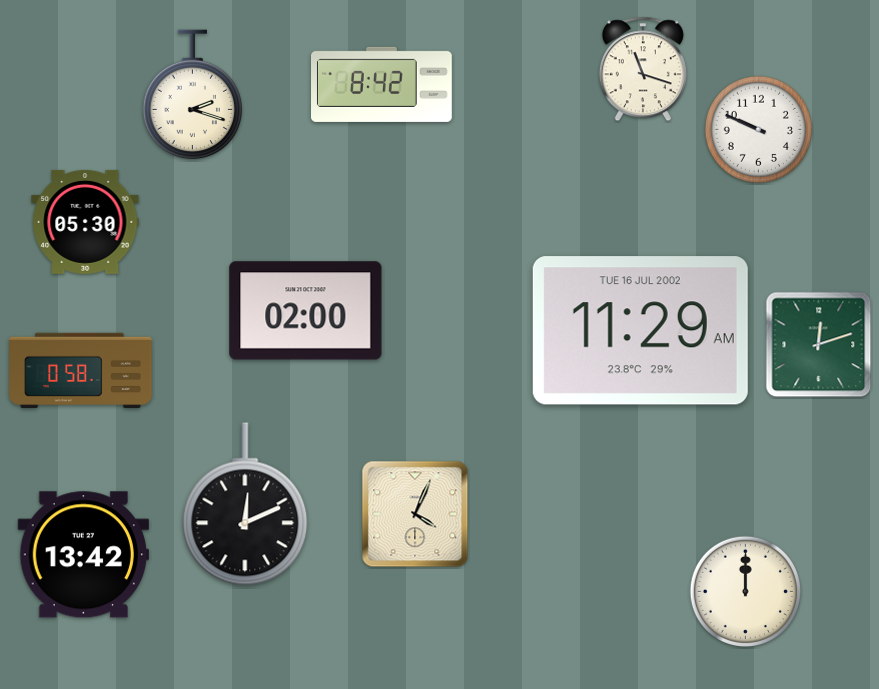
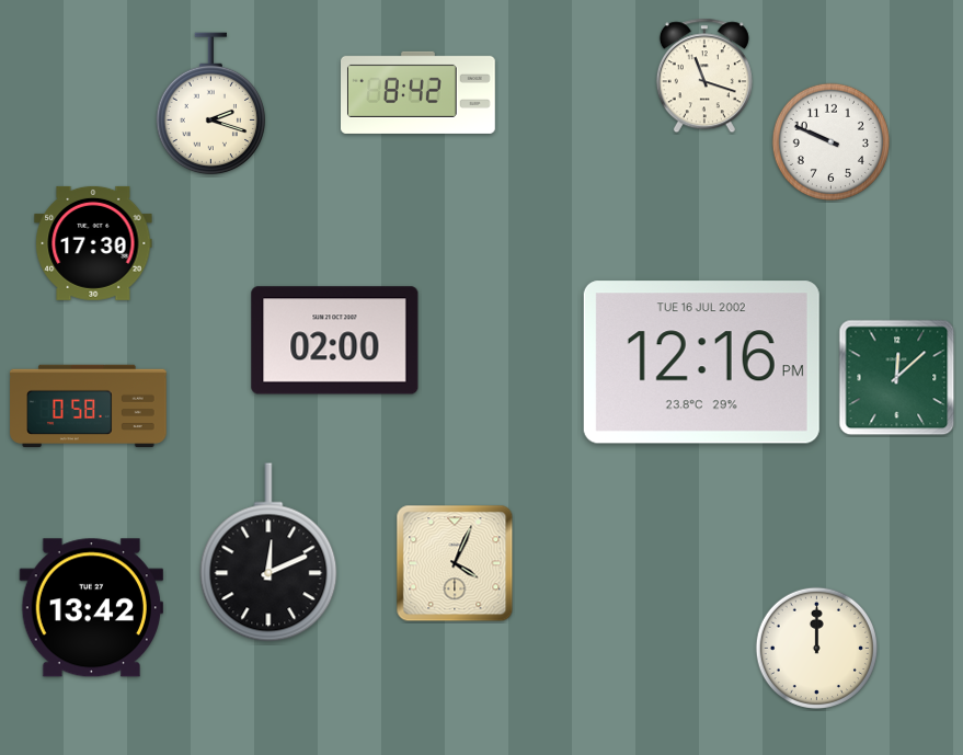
clock at (85, 222): 05:30 -> 17:30
clock at (640, 331): 11:29 -> 12:16
clock at (819, 345): 12:12 -> 12:08
